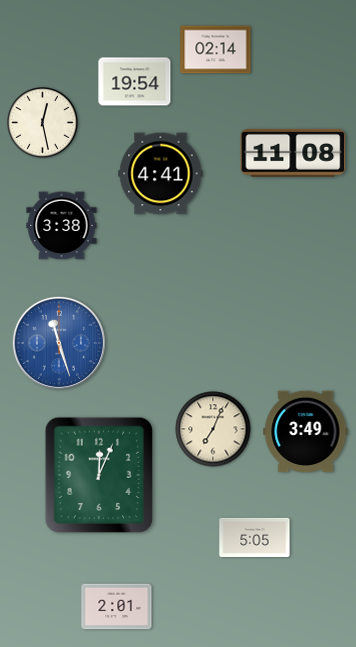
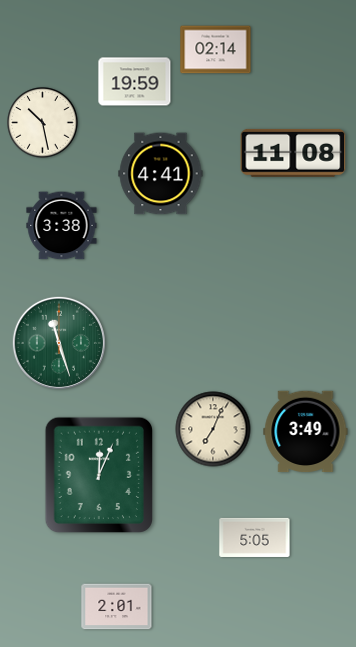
clock at (135, 82): 19:54 -> 19:59
clock at (43, 123): 12:28 -> 10:28
clock at (59, 343) dial: blue -> green
